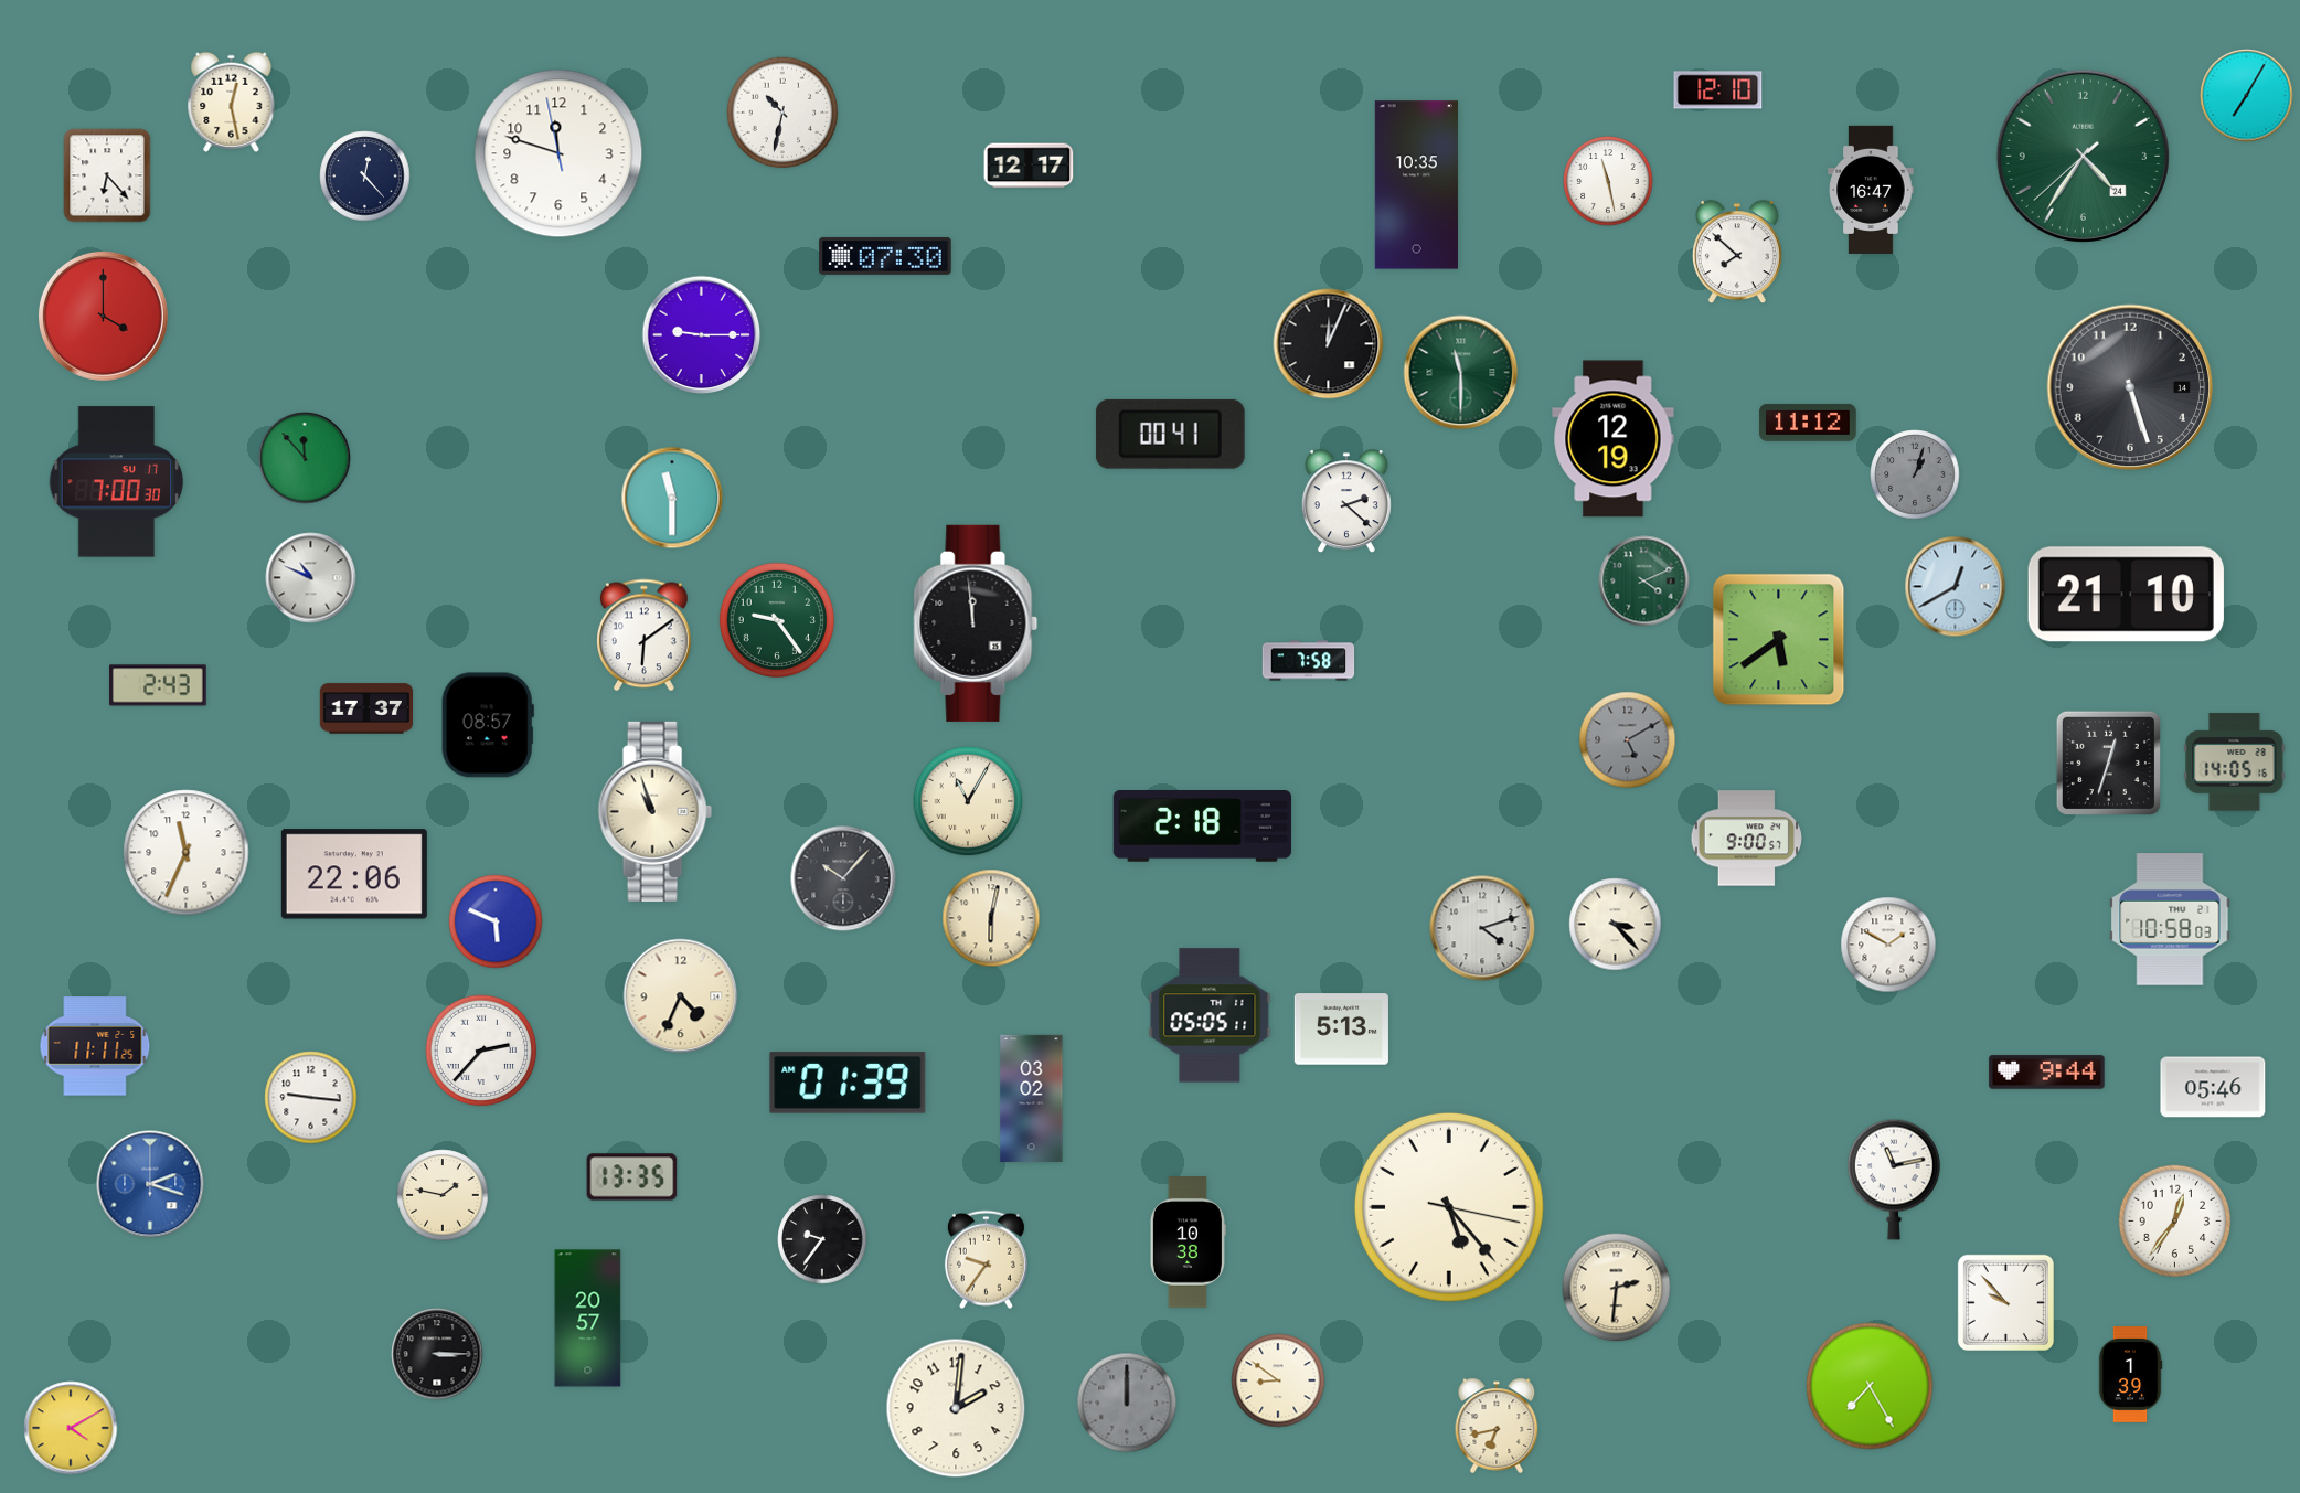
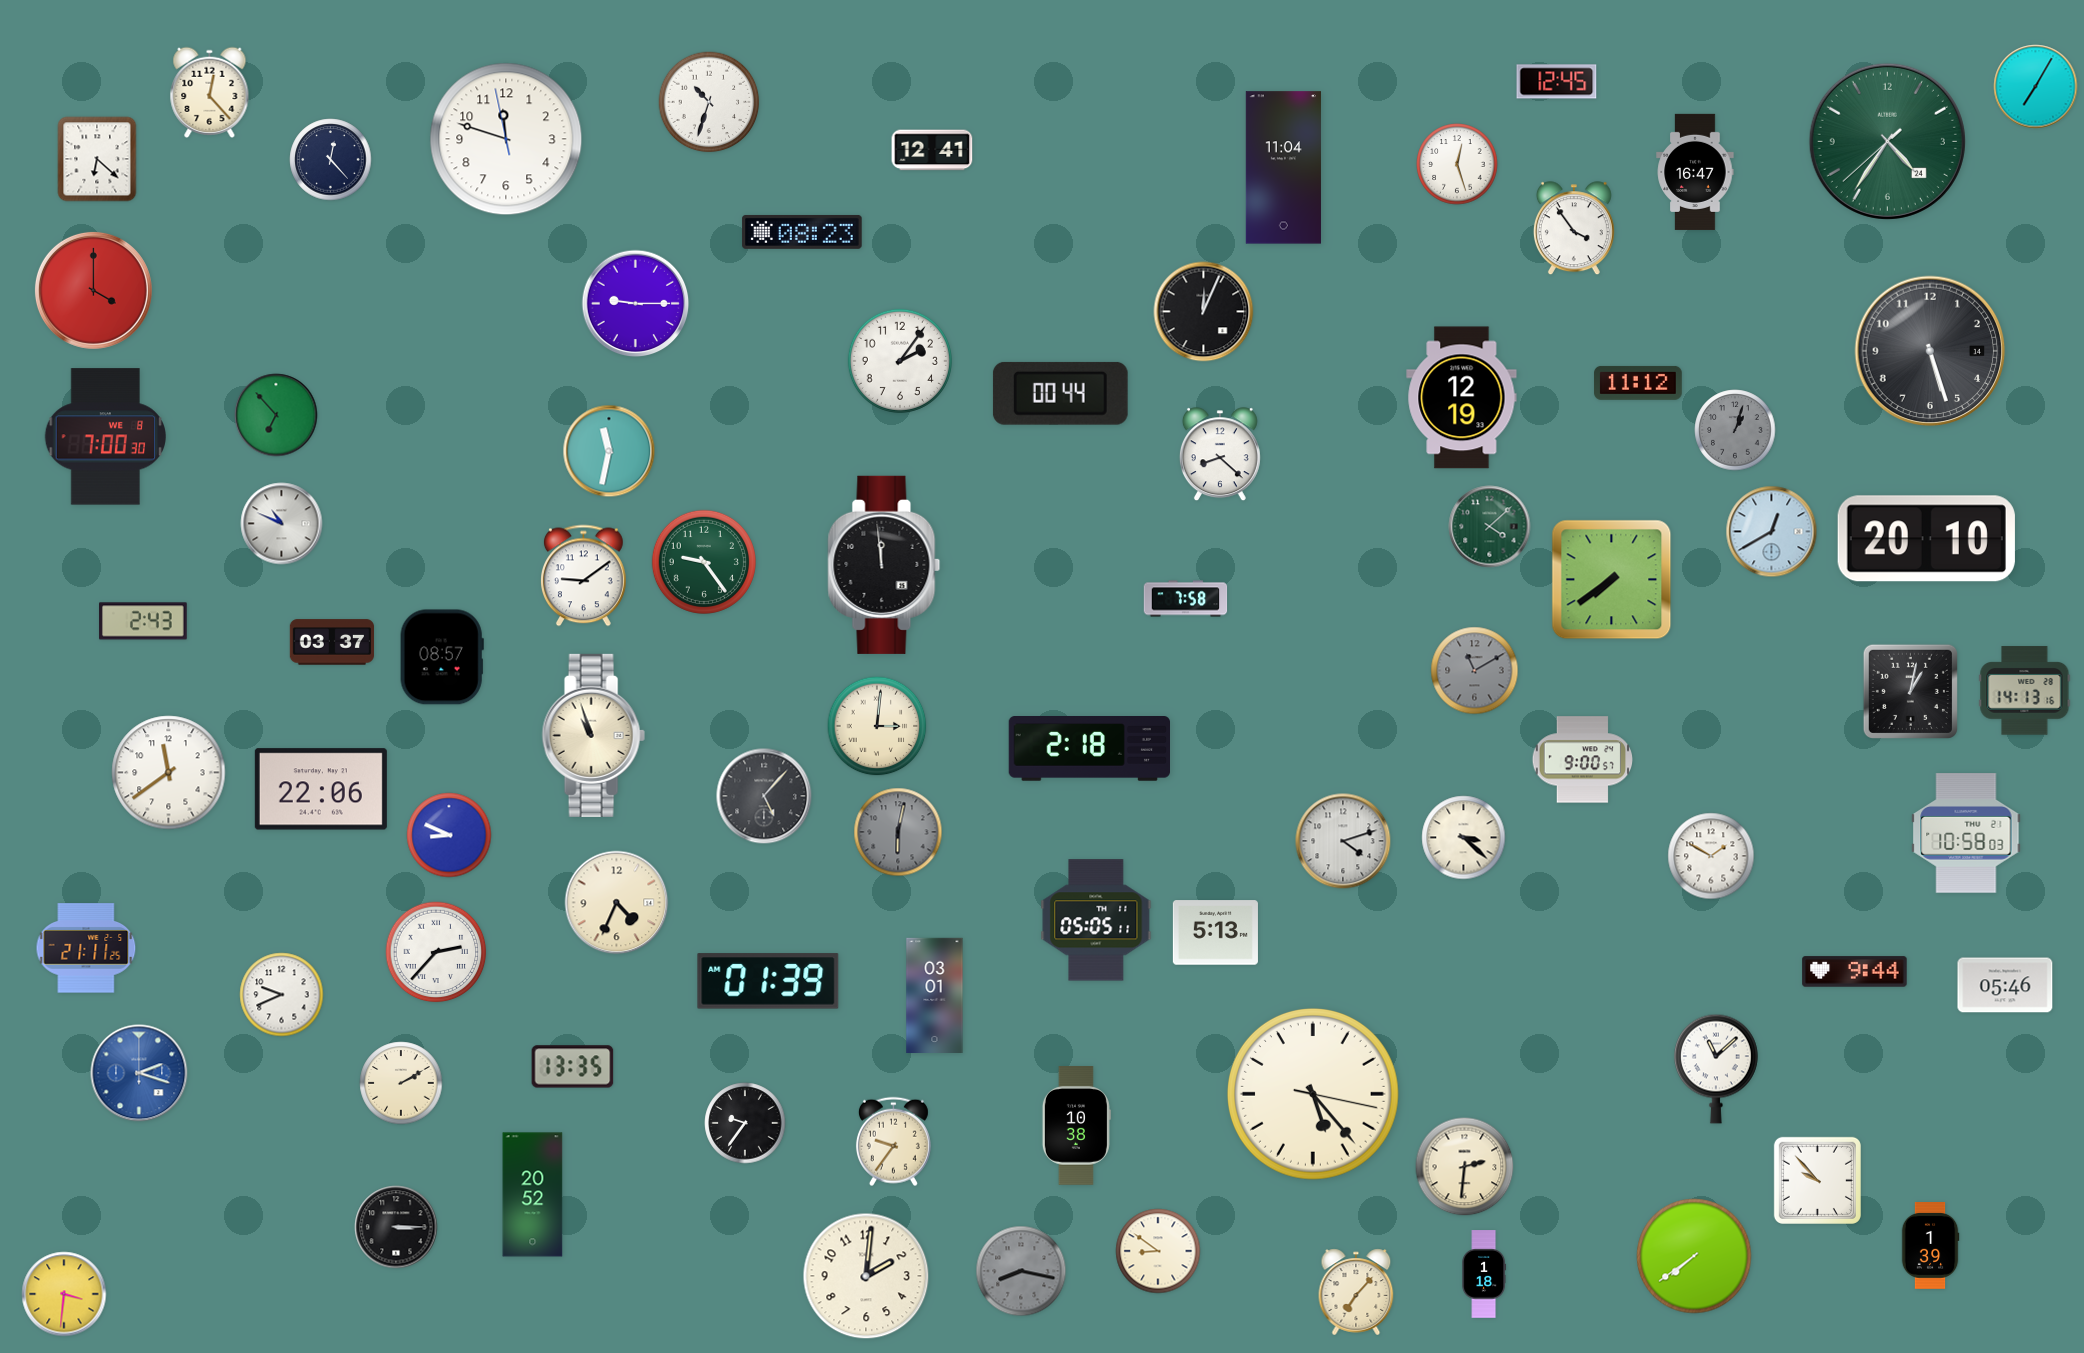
clock at (1718, 90): 12:10 -> 12:45
clock at (232, 102): 12:28 -> 12:23
clock at (782, 113): 10:32 -> 10:33
clock at (1029, 166): 12:17 -> 12:41
clock at (107, 175): 6:23 -> 6:22
clock at (1608, 181): 11:28 -> 12:27
clock at (1416, 185): 10:35 -> 11:04
clock at (1737, 253): 7:52 -> 3:54
clock at (885, 256): 07:30 -> 08:23
clock at (103, 316) position: (103, 316) -> (93, 290)
clock at (1461, 373): 11:30 -> none
clock at (900, 361): none -> 2:06
clock at (1170, 434): 00:41 -> 00:44
clock at (305, 458): 11:53 -> 6:53
clock at (116, 482) date: SU 17 -> WE 8
clock at (672, 498): 11:30 -> 11:32
clock at (1346, 502): 2:22 -> 8:22
clock at (1644, 582): 4:11 -> 4:08
clock at (2126, 595): 21:10 -> 20:10
clock at (645, 636): 6:09 -> 9:09
clock at (1779, 640): 5:39 -> 7:39
clock at (365, 708): 17:37 -> 03:37
clock at (1628, 740): 5:10 -> 11:10
clock at (2108, 763): 12:33 -> 1:02
clock at (2235, 763): 14:05 -> 14:13
clock at (968, 801): 11:05 -> 3:01
clock at (187, 853): 11:34 -> 11:39
clock at (354, 874) position: (354, 874) -> (321, 789)
clock at (843, 878): 10:07 -> 5:07
clock at (991, 918) dial: cream -> grey
clock at (496, 921): 5:49 -> 8:49
clock at (1616, 925): 3:23 -> 3:22
clock at (95, 1046): 11:11 -> 21:11
clock at (311, 1098): 9:16 -> 9:41
clock at (1032, 1098): 03:02 -> 03:01
clock at (1894, 1180): 11:13 -> 11:08
clock at (150, 1184) position: (150, 1184) -> (139, 1073)
clock at (443, 1195): 1:47 -> 2:10
clock at (2175, 1222): 12:36 -> none
clock at (588, 1319): 20:57 -> 20:52
clock at (1870, 1386): 7:25 -> 7:39
clock at (1127, 1403): 12:00 -> 8:17
clock at (1484, 1274): none -> 1:18
clock at (1497, 1426): 6:43 -> 7:07
clock at (71, 1428): 4:10 -> 3:31
